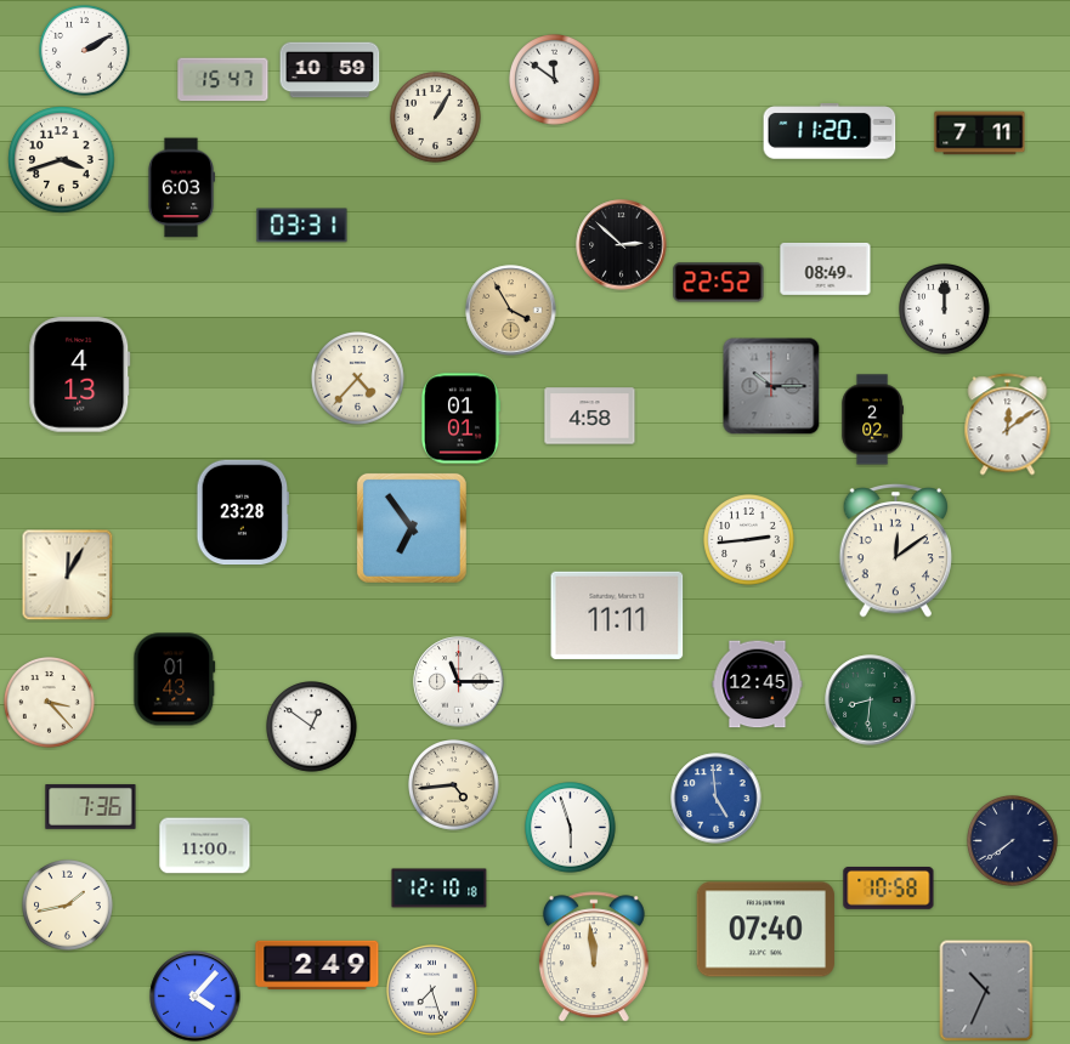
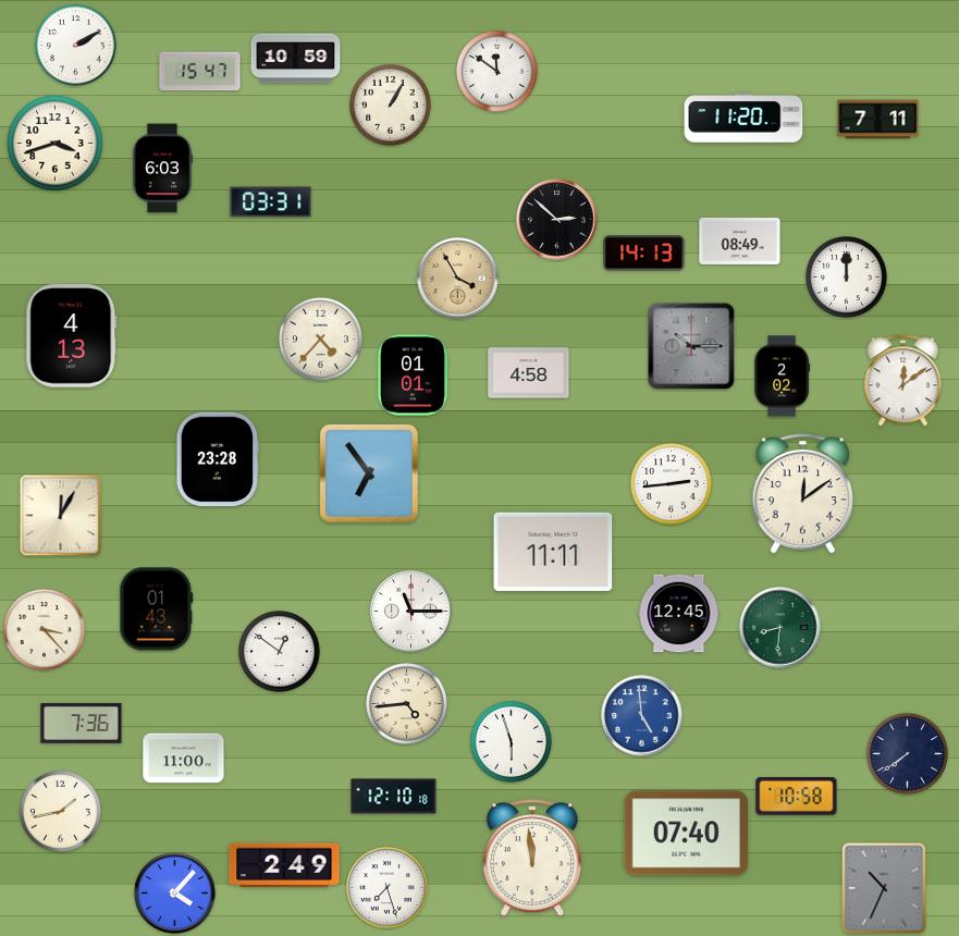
clock at (330, 70) position: (330, 70) -> (296, 59)
clock at (719, 283): 22:52 -> 14:13
